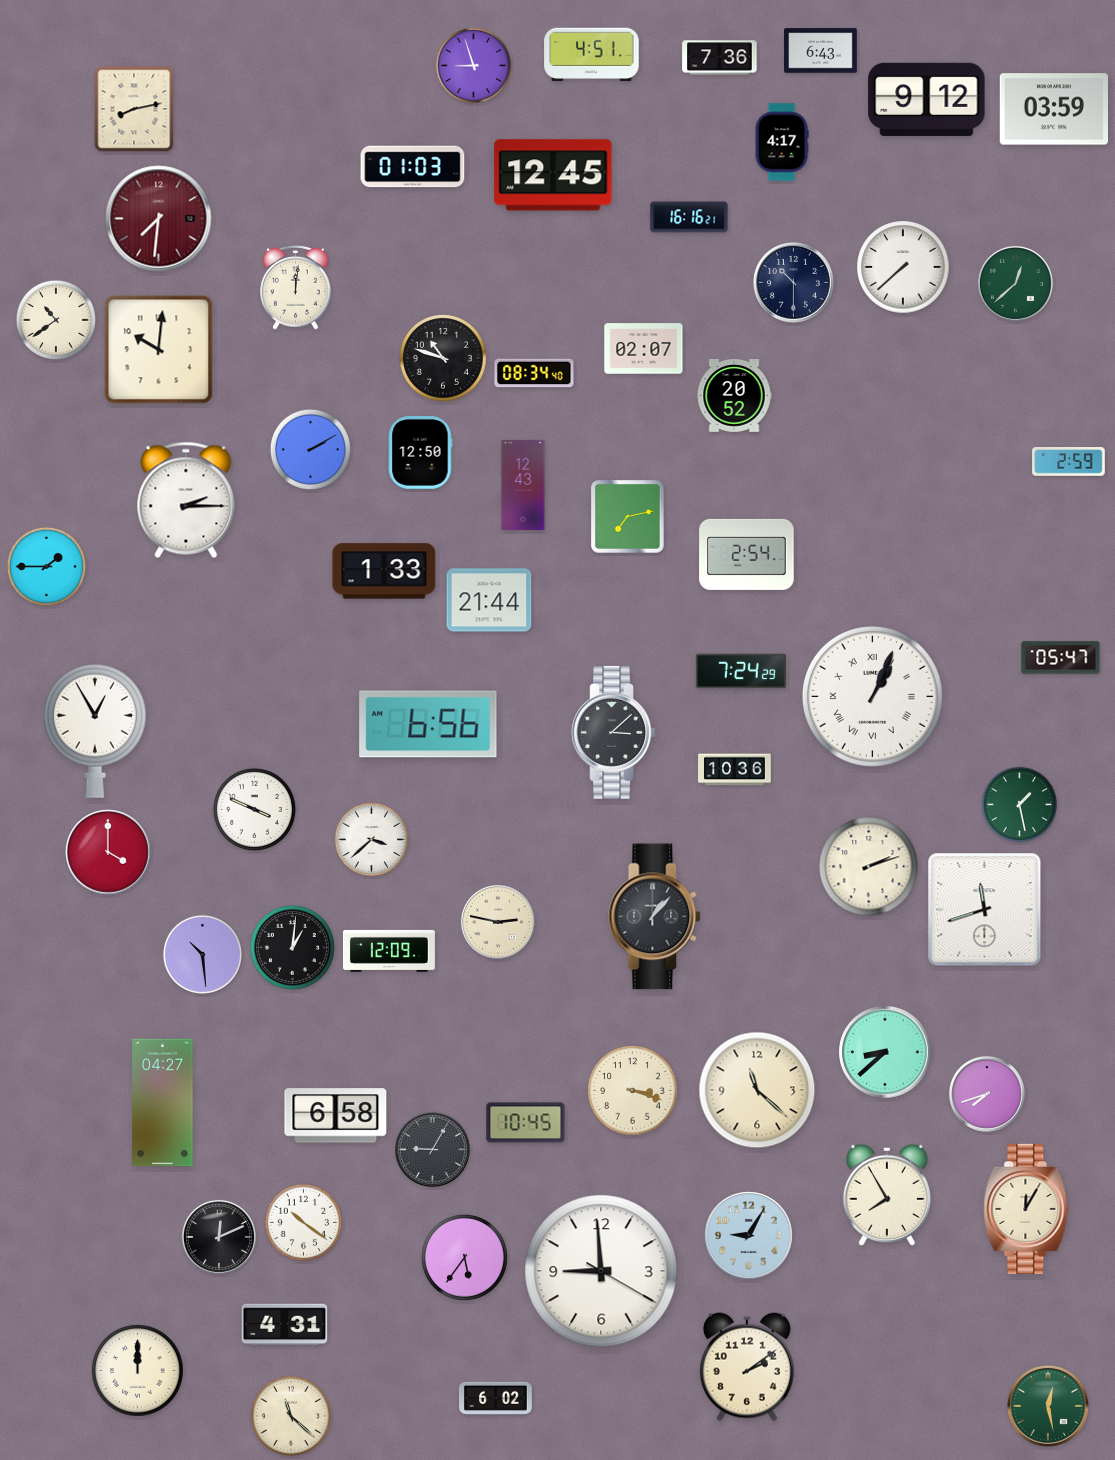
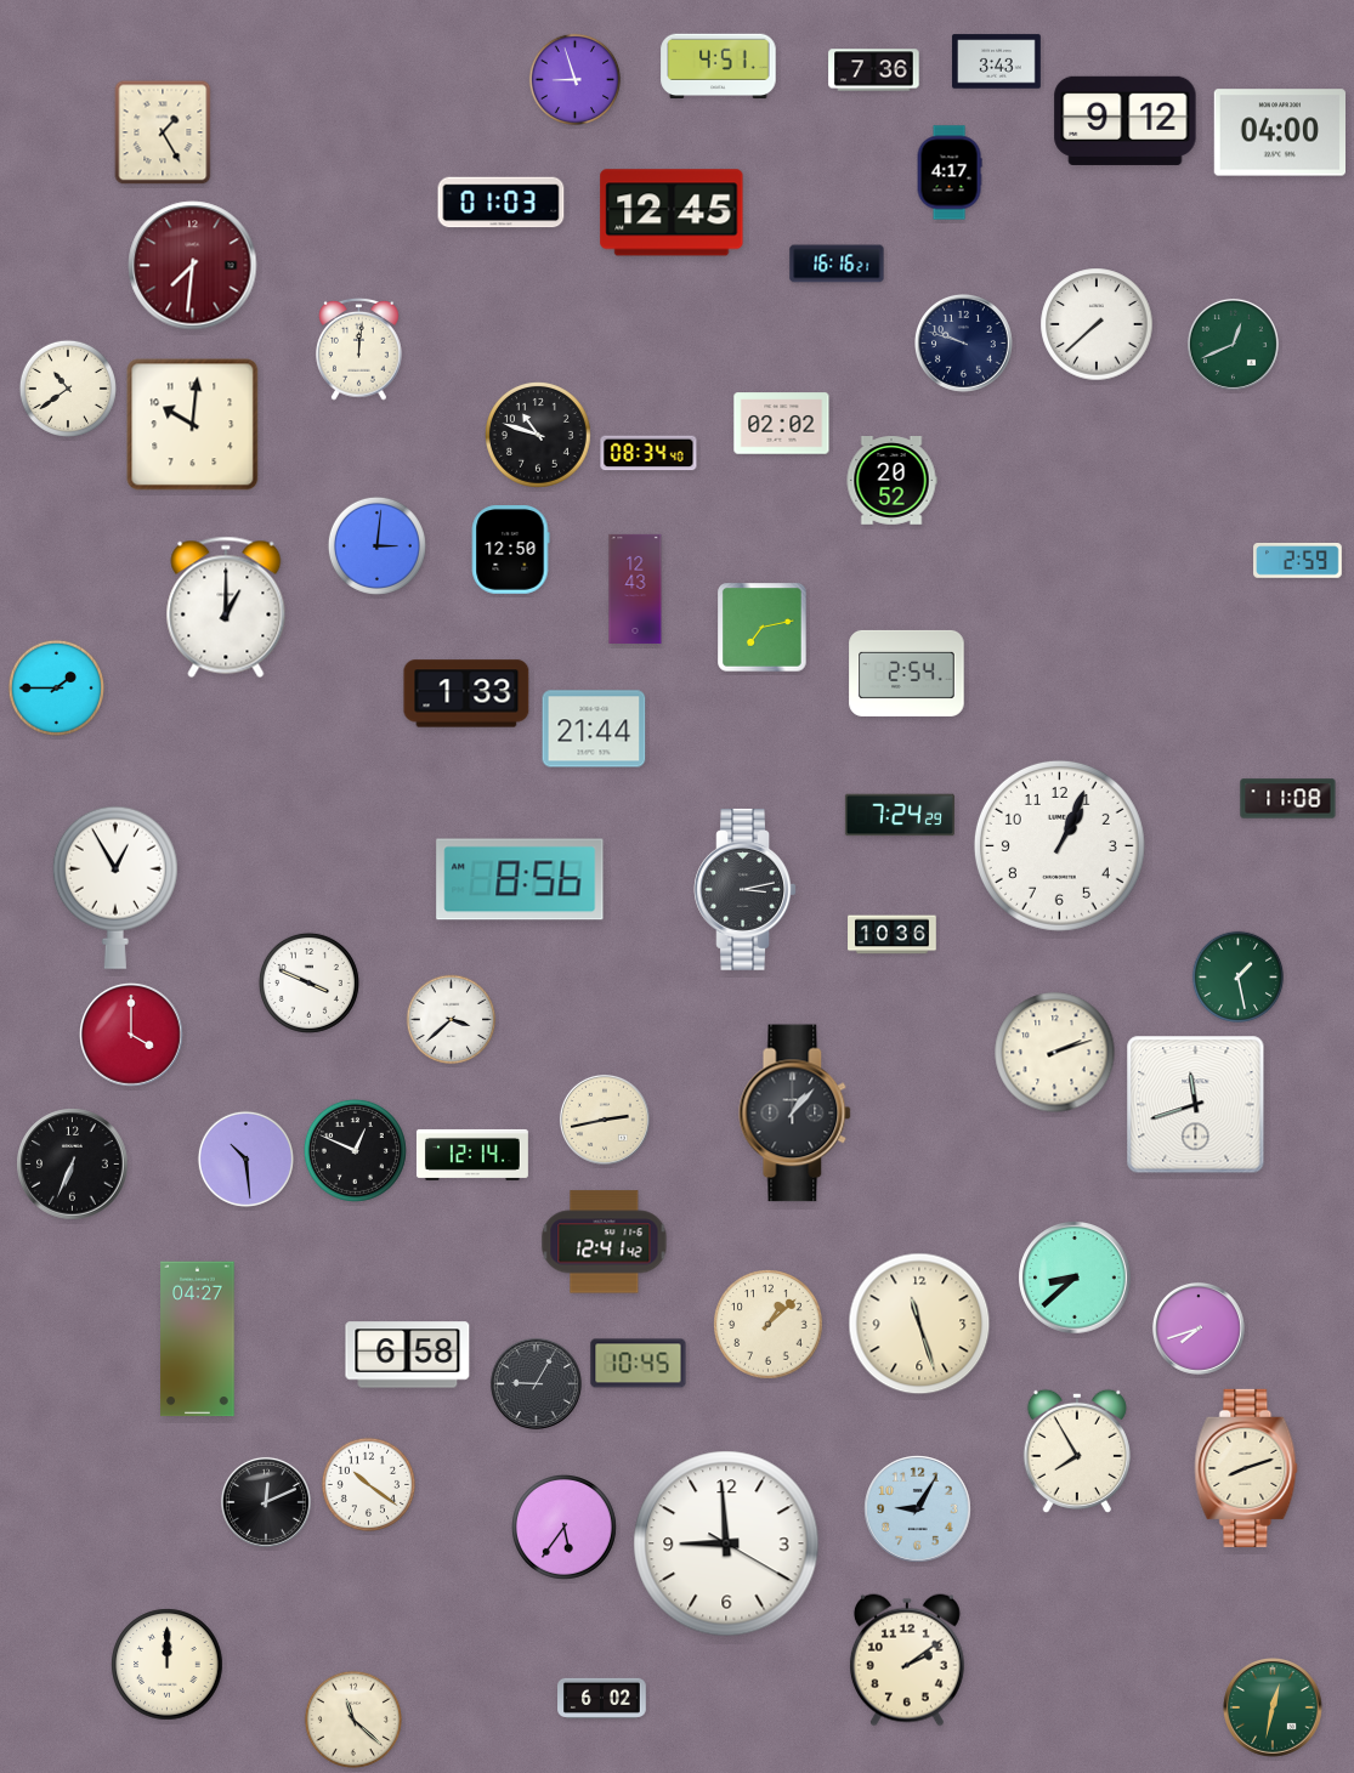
clock at (821, 51): 6:43 -> 3:43
clock at (134, 109): 8:13 -> 1:25
clock at (1054, 109): 03:59 -> 04:00
clock at (794, 283): 10:30 -> 9:48
clock at (1015, 283): 12:38 -> 12:41
clock at (644, 349): 02:07 -> 02:02
clock at (310, 449): 2:10 -> 3:01
clock at (186, 500): 2:15 -> 1:00
clock at (1061, 658): 05:47 -> 11:08
clock at (872, 696) numerals: Roman -> Arabic
clock at (428, 724): 6:56 -> 8:56
clock at (613, 732): 3:08 -> 3:13
clock at (498, 922): 2:47 -> 2:43
clock at (292, 947): 1:01 -> 12:49
clock at (389, 951): 12:09 -> 12:14
clock at (73, 1165): none -> 6:34
clock at (605, 1242): none -> 12:41
clock at (757, 1090): 11:22 -> 11:27
clock at (633, 1091): 3:18 -> 1:08
clock at (432, 1149) position: (432, 1149) -> (536, 1383)
clock at (1026, 1209): 12:05 -> 8:12
clock at (749, 1236) position: (749, 1236) -> (918, 1509)
clock at (601, 1271) position: (601, 1271) -> (726, 1543)
clock at (285, 1325): 4:31 -> none
clock at (1049, 1407): 12:28 -> 12:32
